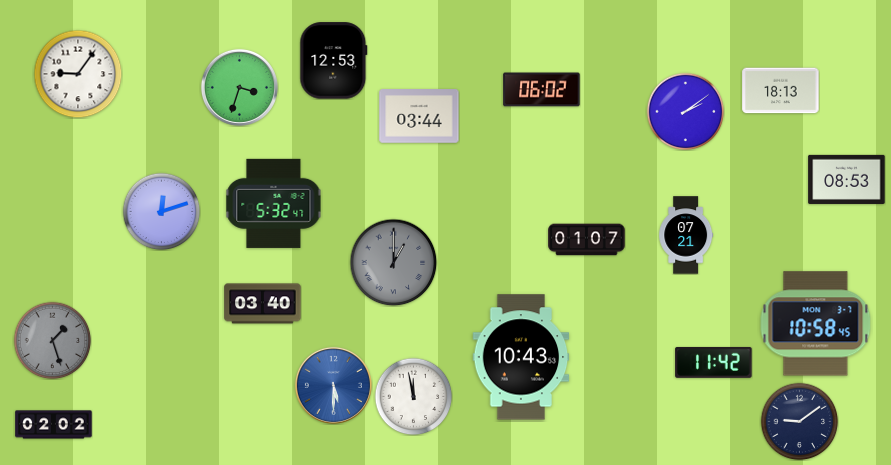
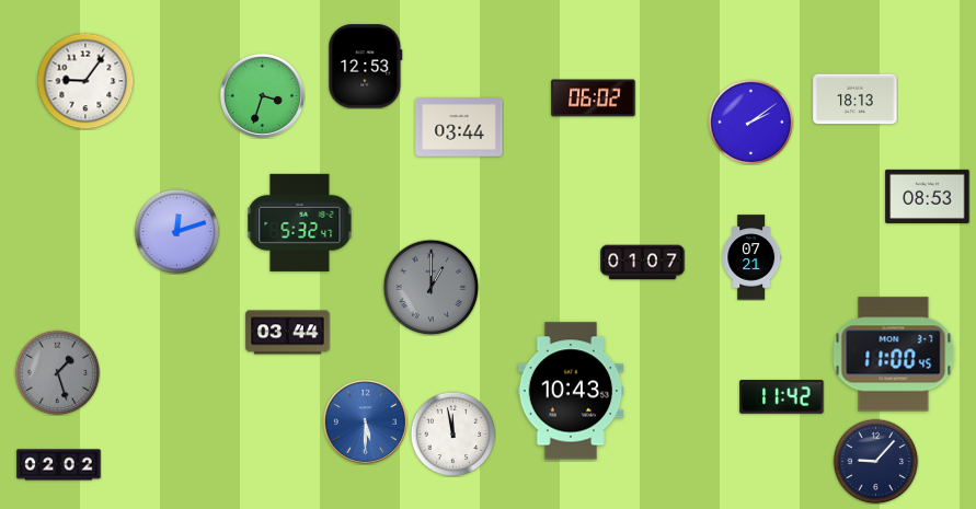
clock at (263, 304): 03:40 -> 03:44
clock at (816, 324): 10:58 -> 11:00
clock at (799, 421): 9:09 -> 9:07
